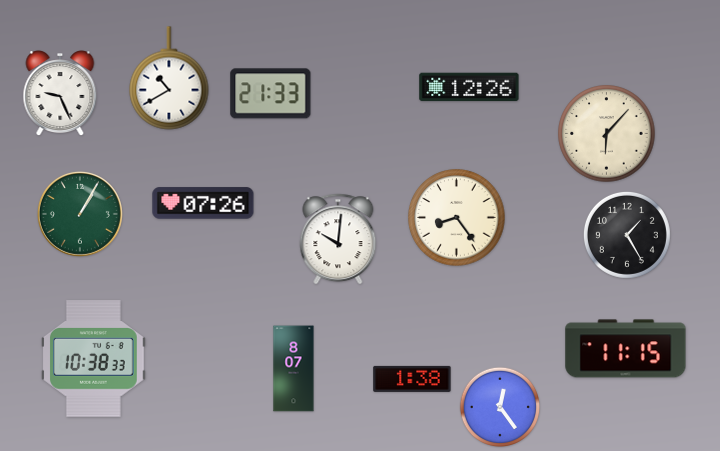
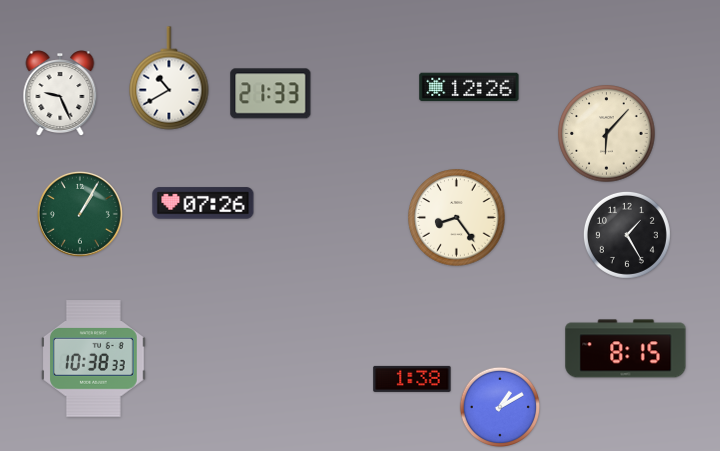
clock at (338, 239): 10:01 -> none
clock at (626, 349): 11:15 -> 8:15
clock at (294, 369): 8:07 -> none
clock at (500, 407): 12:24 -> 1:10
